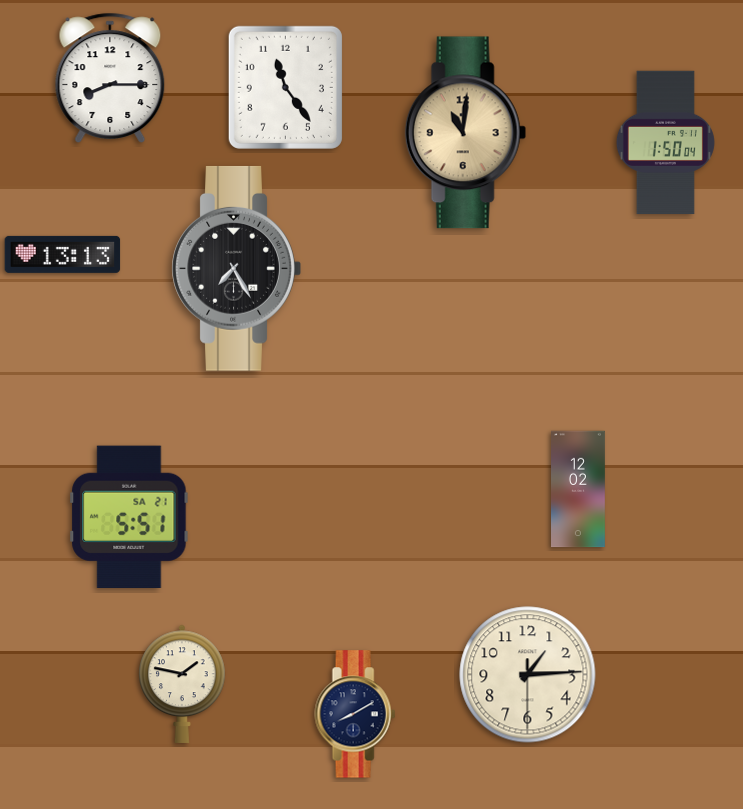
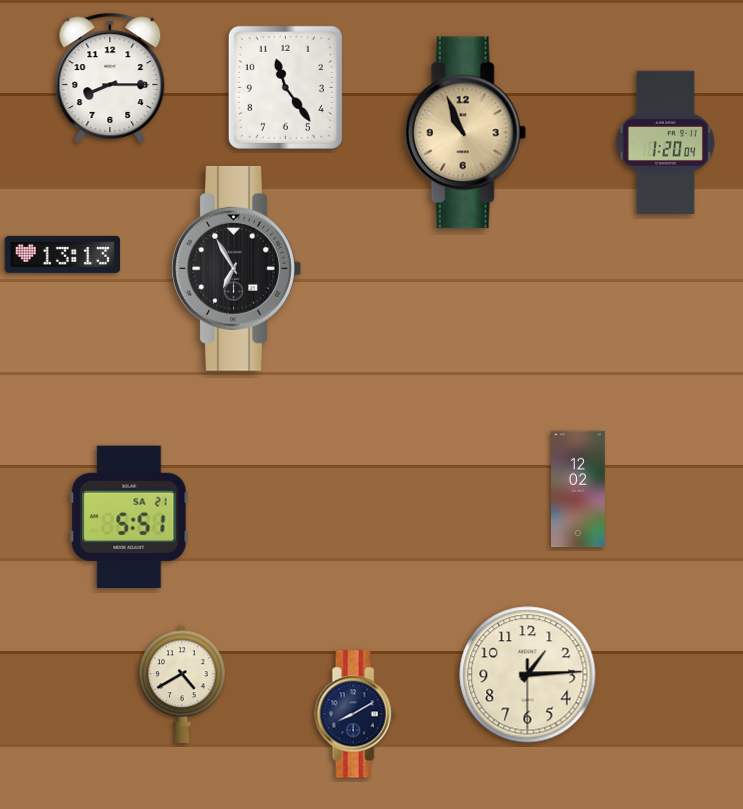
clock at (465, 133): 11:01 -> 10:56
clock at (665, 143): 1:50 -> 1:20
clock at (236, 268): 7:25 -> 6:55
clock at (182, 684): 1:47 -> 4:40
